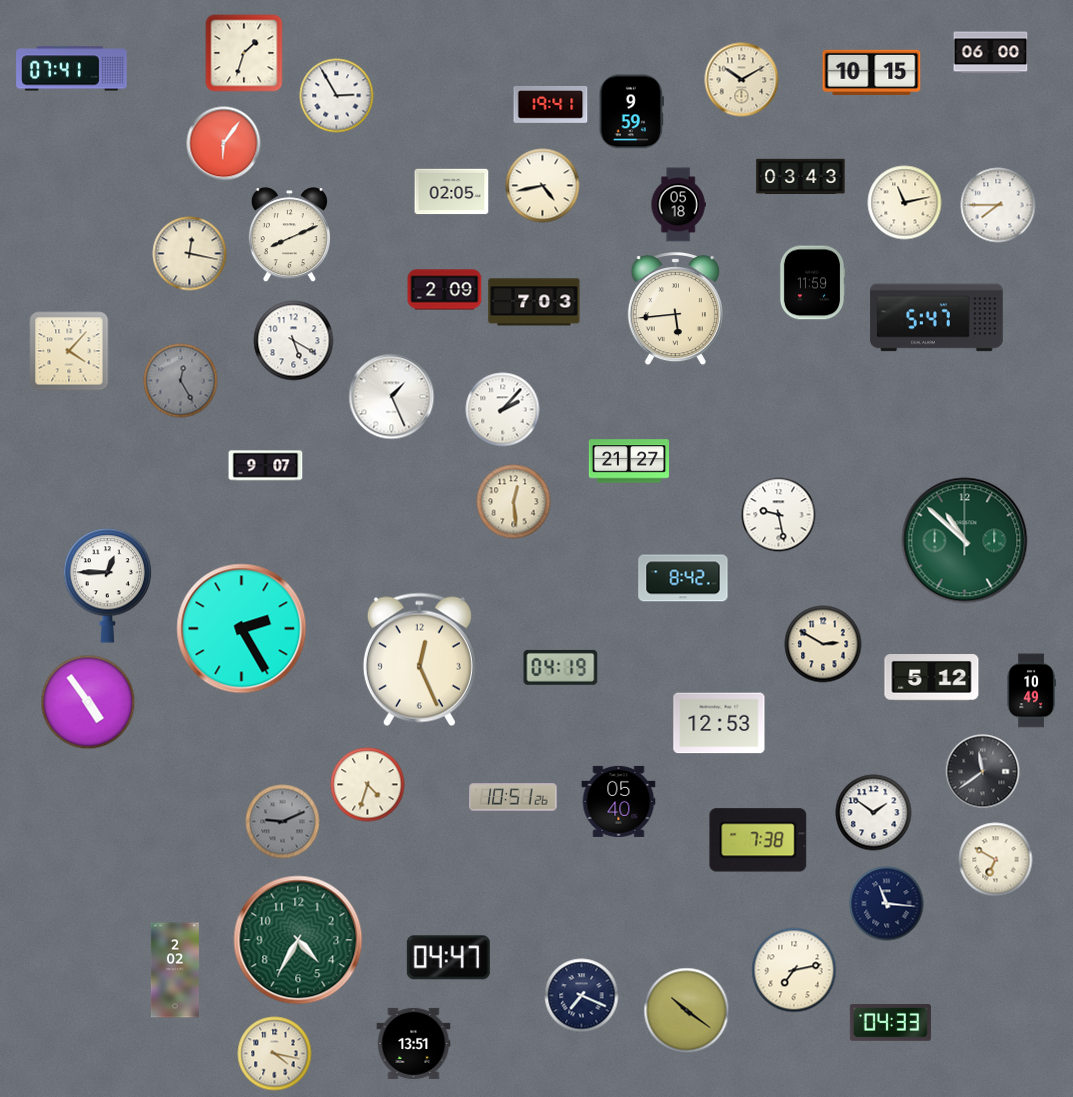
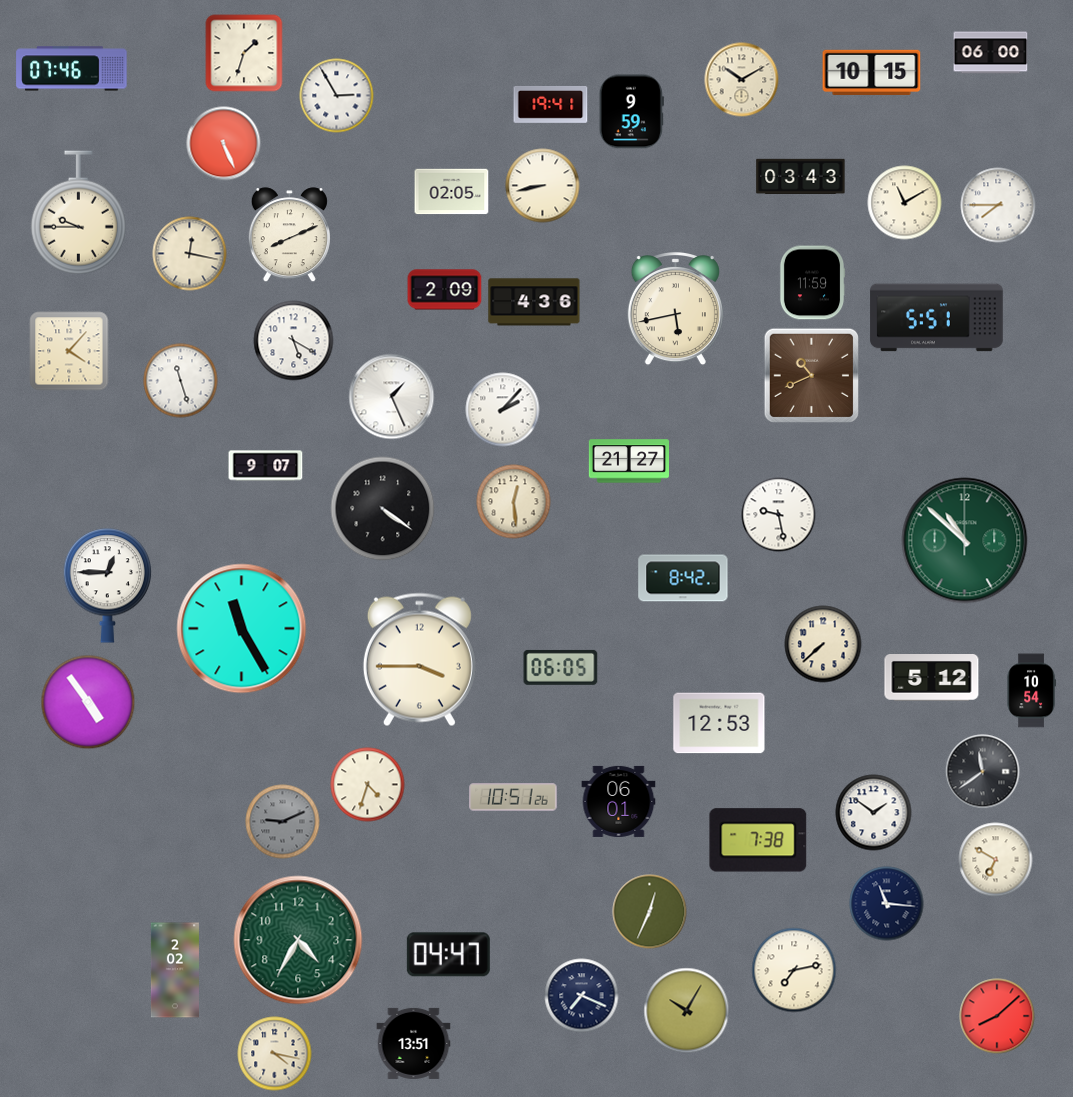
clock at (72, 69): 07:41 -> 07:46
clock at (224, 144): 6:06 -> 5:26
clock at (543, 186): 4:43 -> 8:43
clock at (905, 203): 11:13 -> 11:10
clock at (678, 205): 05:18 -> none
clock at (78, 213): none -> 9:45
clock at (534, 302): 7:03 -> 4:36
clock at (675, 310): 5:44 -> 5:43
clock at (937, 318): 5:47 -> 5:51
clock at (811, 375): none -> 10:41
clock at (181, 381): 12:25 -> 11:27
clock at (181, 381) dial: grey -> white
clock at (383, 509): none -> 4:21
clock at (242, 629): 2:25 -> 11:25
clock at (823, 644): 2:50 -> 7:38
clock at (419, 660): 12:26 -> 3:45
clock at (561, 667): 04:19 -> 06:05
clock at (1031, 691): 10:49 -> 10:54
clock at (619, 801): 05:40 -> 06:01
clock at (650, 912): none -> 12:34
clock at (448, 958) position: (448, 958) -> (448, 955)
clock at (687, 1011): 10:21 -> 10:05
clock at (997, 1016): none -> 8:08
clock at (890, 1023): 04:33 -> none
